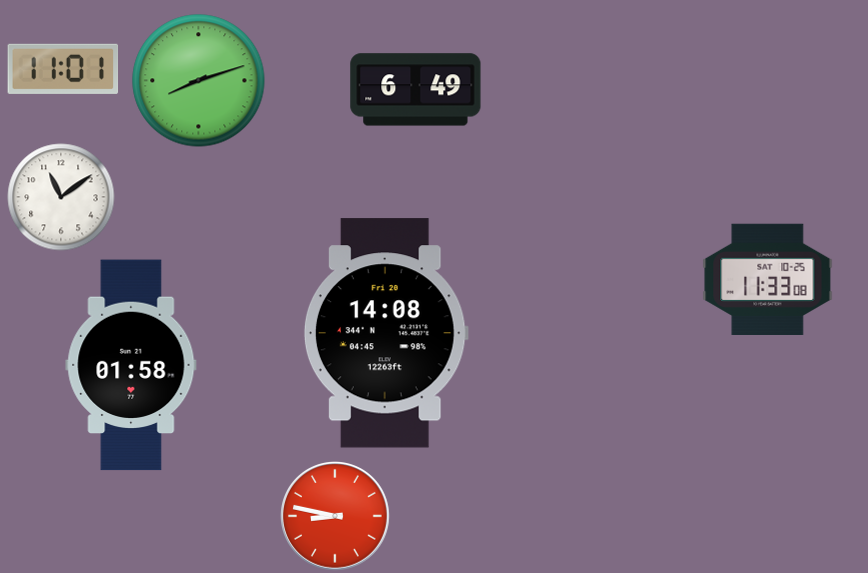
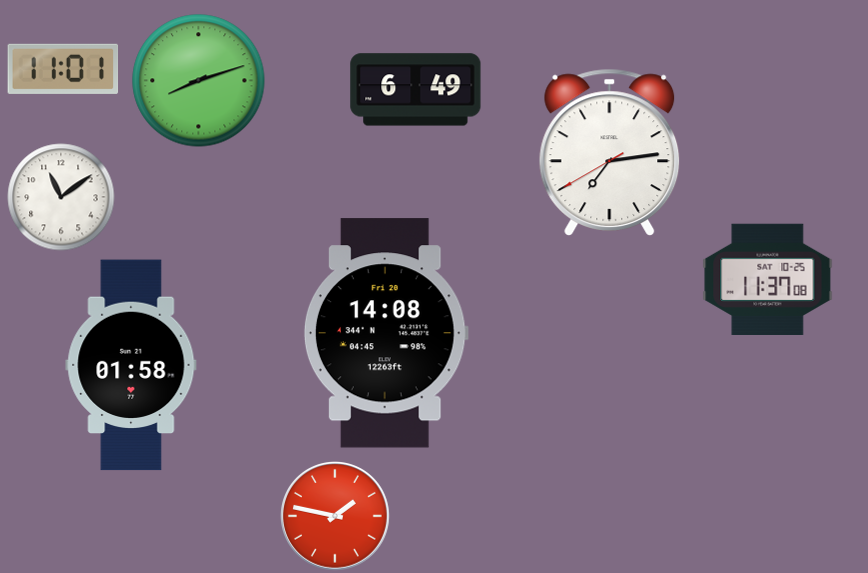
clock at (610, 152): none -> 7:13
clock at (768, 279): 11:33 -> 11:37
clock at (336, 517): 8:47 -> 1:47
